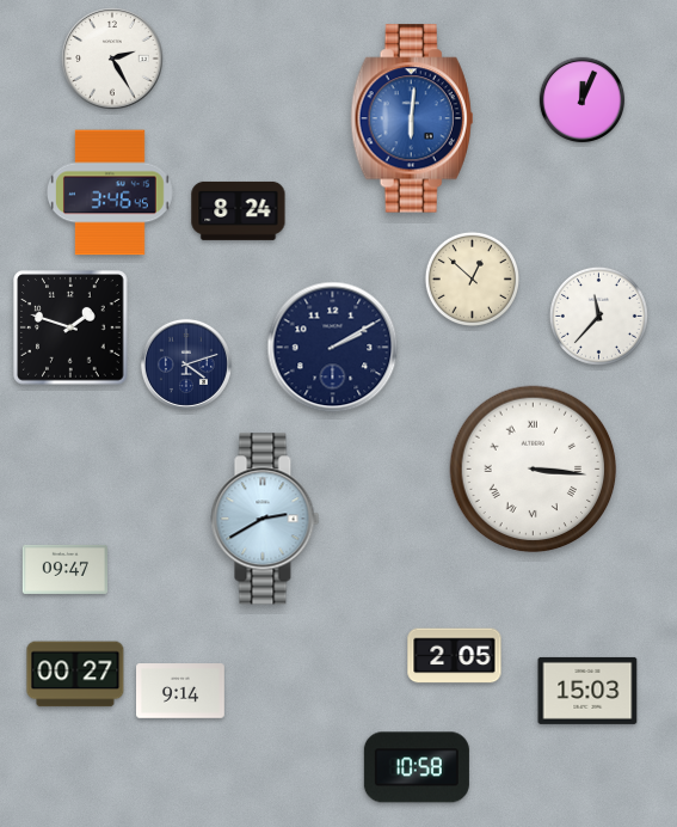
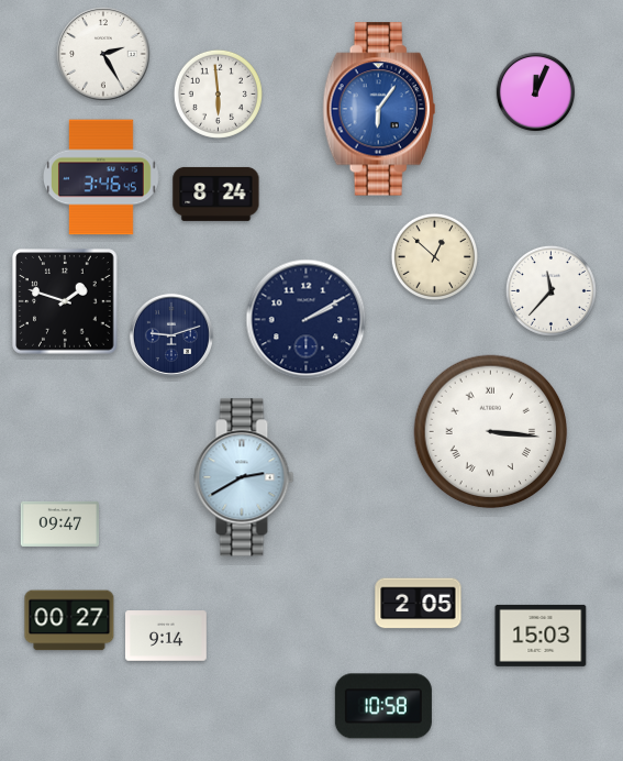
clock at (218, 93): none -> 5:59
clock at (412, 118): 6:01 -> 6:06
clock at (239, 210) position: (239, 210) -> (216, 194)
clock at (186, 365): 4:12 -> 9:12
